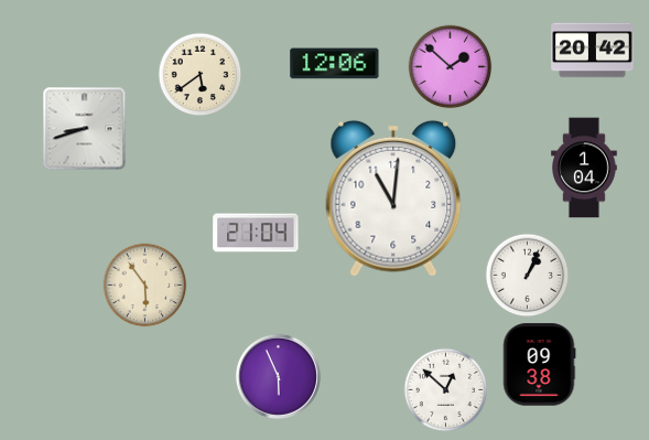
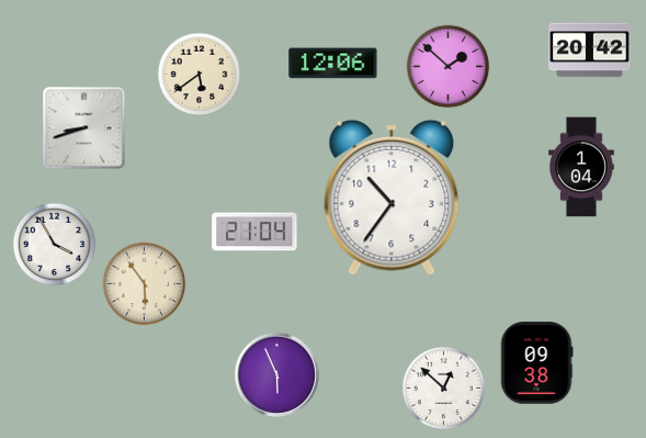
clock at (393, 198): 11:01 -> 10:36
clock at (55, 245): none -> 3:55
clock at (528, 276): 1:04 -> none
